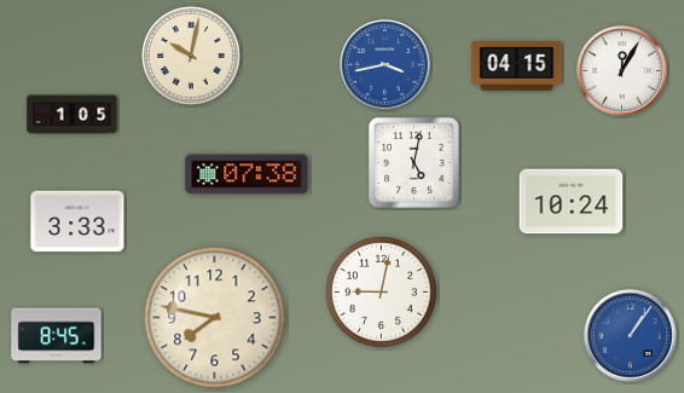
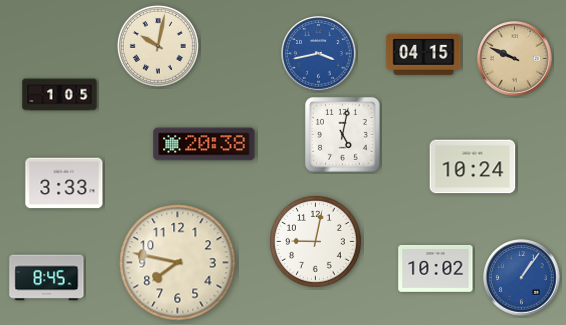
clock at (517, 65) position: (517, 65) -> (424, 54)
clock at (622, 71): 12:05 -> 9:49
clock at (622, 71) dial: white -> champagne
clock at (247, 174): 07:38 -> 20:38
clock at (436, 268): none -> 10:02
